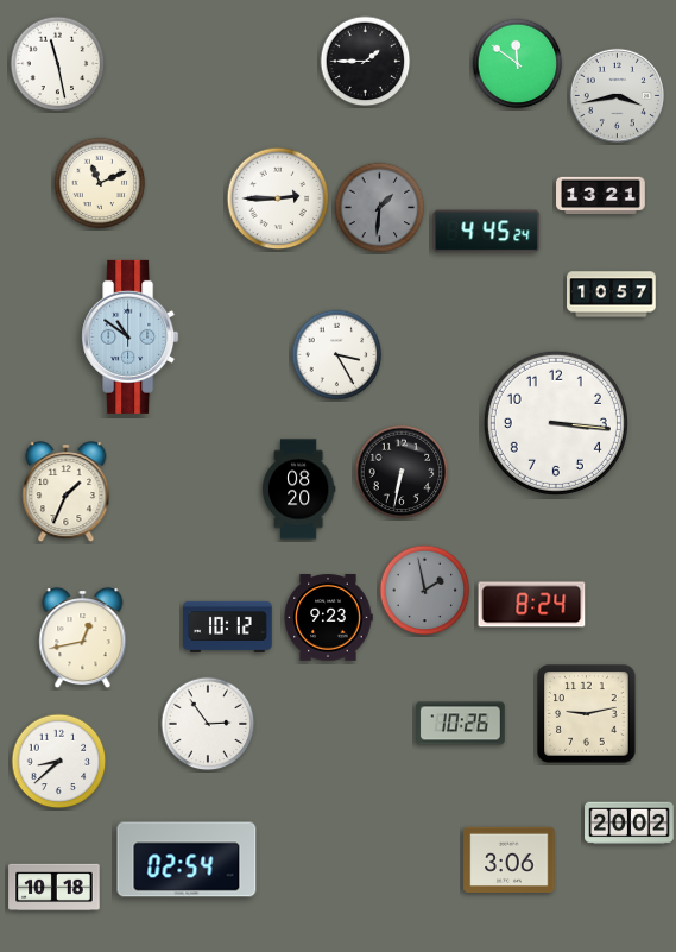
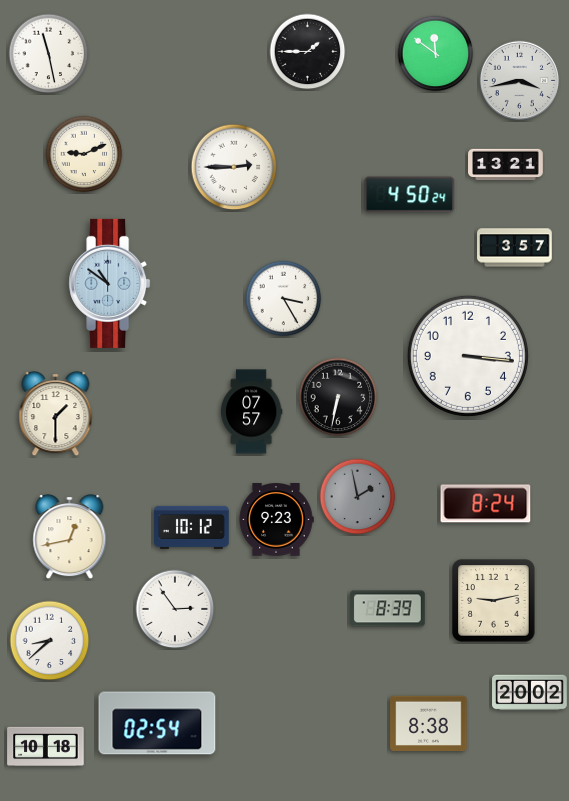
clock at (100, 183): 11:11 -> 9:11
clock at (380, 208): 1:31 -> none
clock at (487, 232): 4:45 -> 4:50
clock at (612, 295): 10:57 -> 3:57
clock at (298, 490): 08:20 -> 07:57
clock at (67, 493): 1:34 -> 1:30
clock at (532, 605) position: (532, 605) -> (486, 504)
clock at (461, 724): 10:26 -> 8:39
clock at (510, 859): 3:06 -> 8:38
